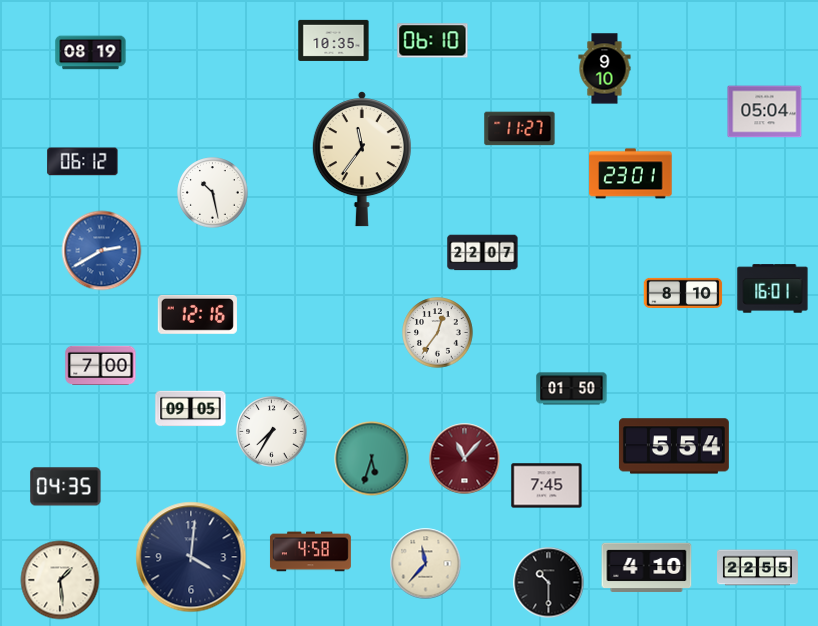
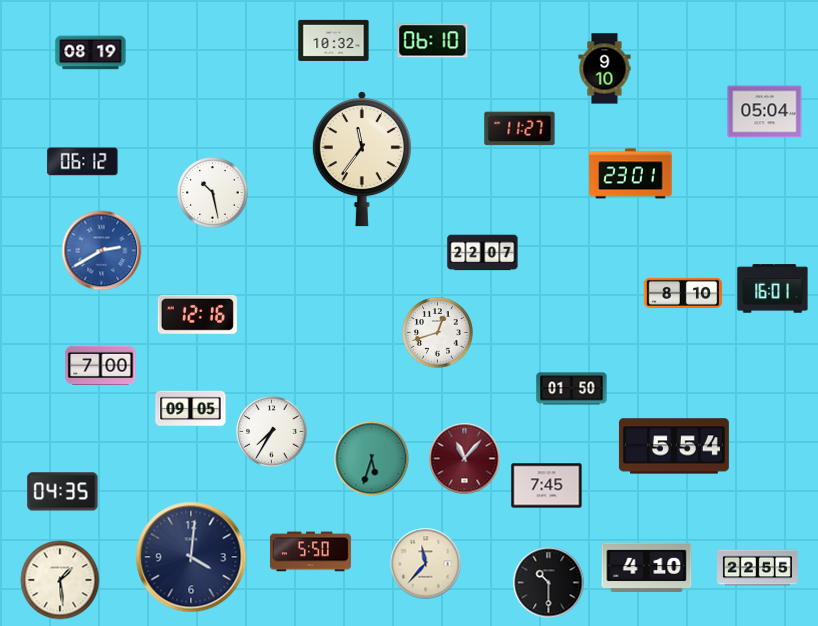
clock at (334, 40): 10:35 -> 10:32
clock at (438, 333): 12:36 -> 12:42
clock at (66, 487) position: (66, 487) -> (63, 492)
clock at (310, 552): 4:58 -> 5:50
